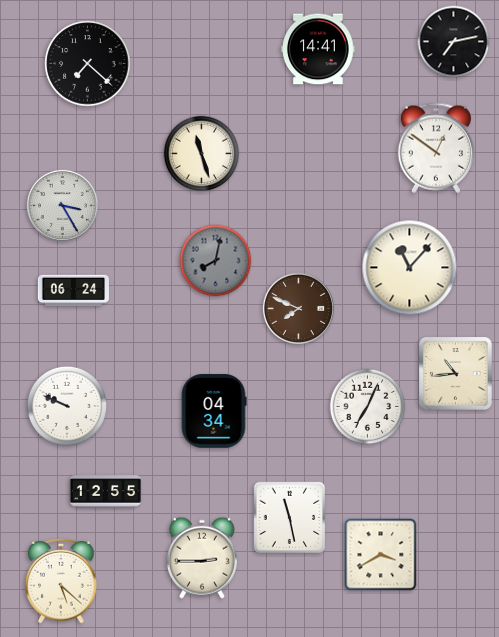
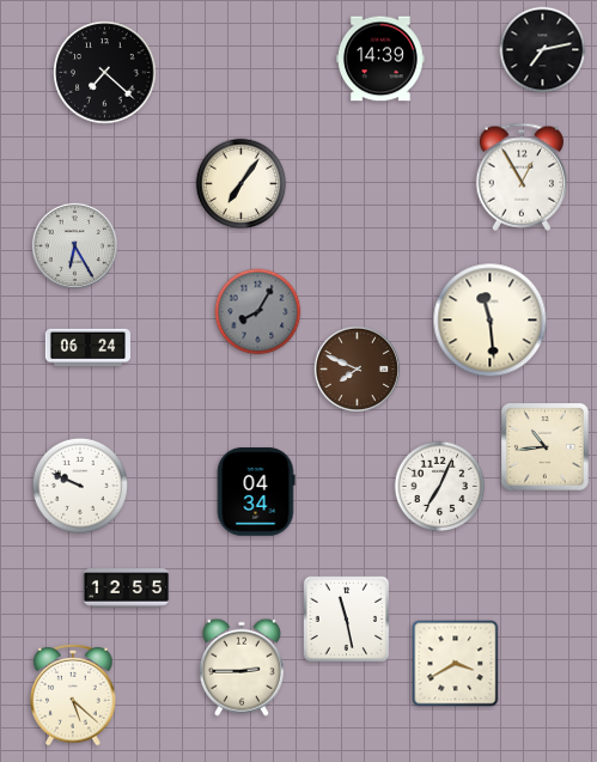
clock at (318, 49): 14:41 -> 14:39
clock at (88, 64) position: (88, 64) -> (105, 73)
clock at (435, 148): 12:51 -> 12:55
clock at (202, 154): 11:27 -> 7:06
clock at (62, 205): 3:25 -> 6:25
clock at (216, 261): 8:02 -> 8:05
clock at (410, 268): 11:07 -> 11:29
